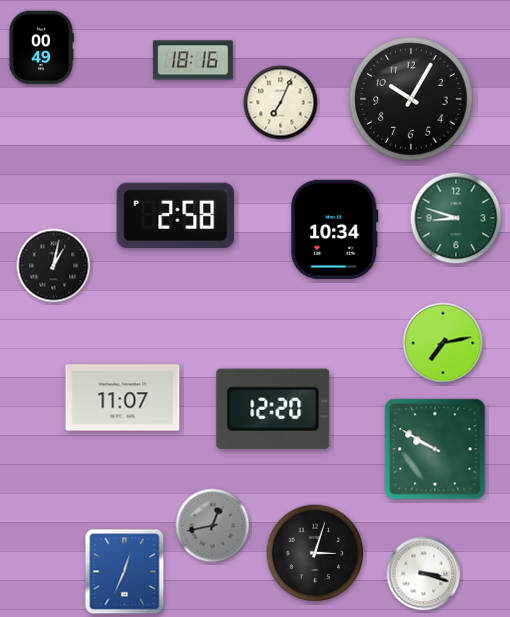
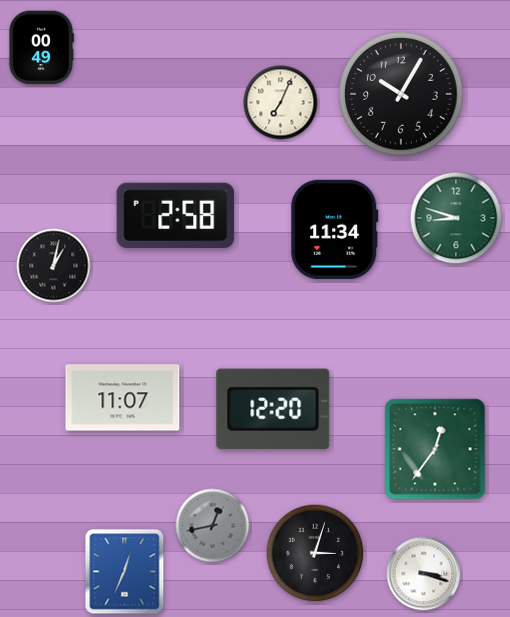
clock at (193, 60): 18:16 -> none
clock at (411, 99) position: (411, 99) -> (401, 94)
clock at (335, 229): 10:34 -> 11:34
clock at (443, 343): 7:13 -> none
clock at (435, 449): 9:50 -> 12:36
